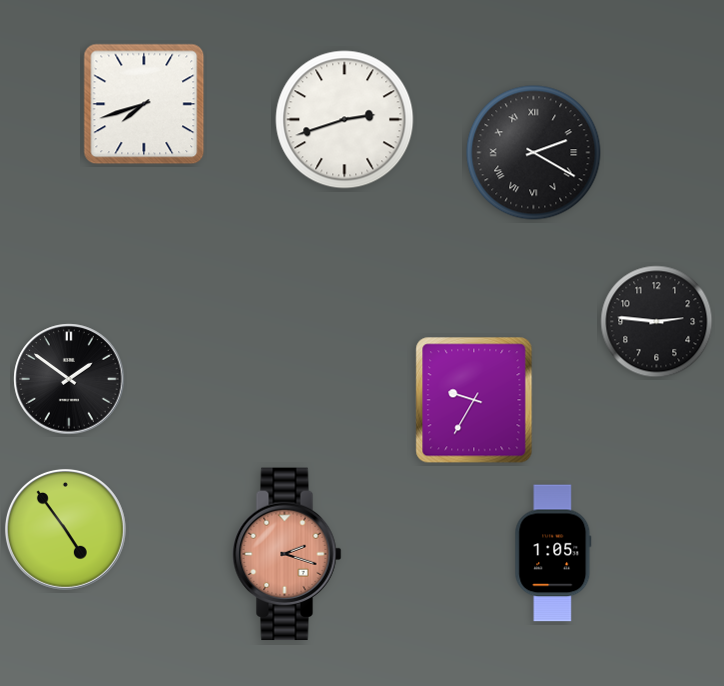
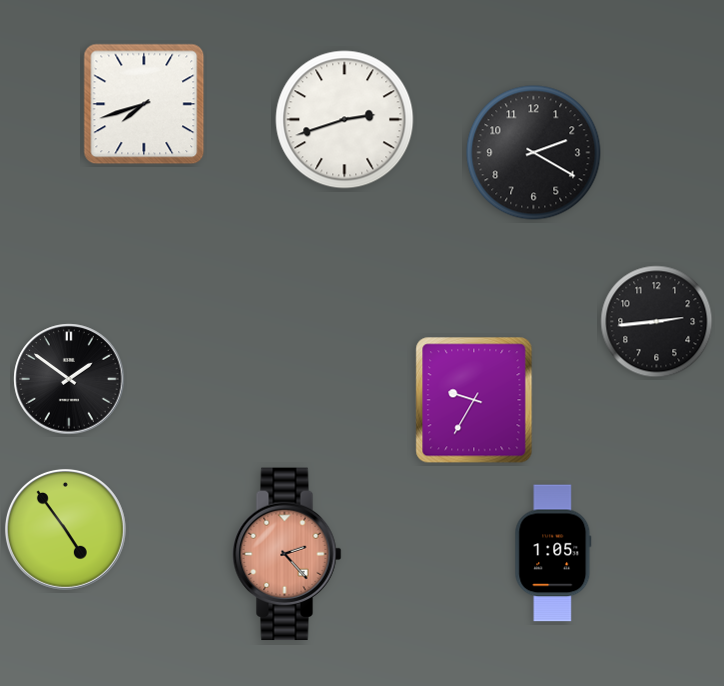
clock at (534, 153) numerals: Roman -> Arabic
clock at (657, 322): 2:46 -> 2:44
clock at (287, 554): 2:18 -> 2:23
